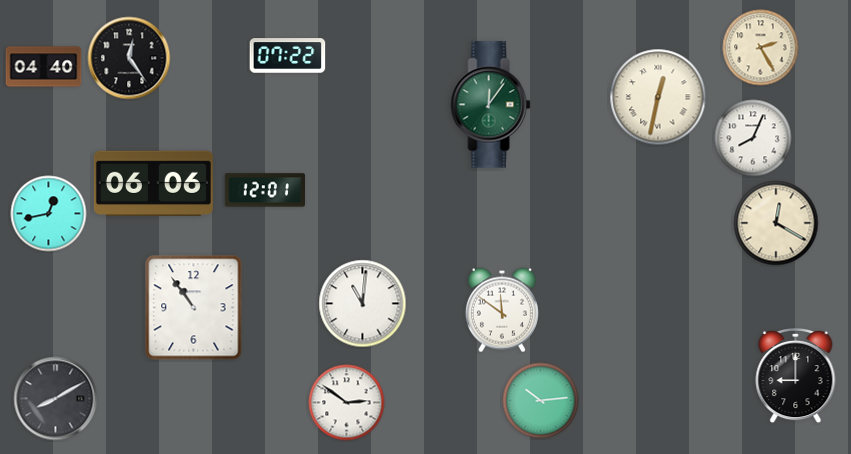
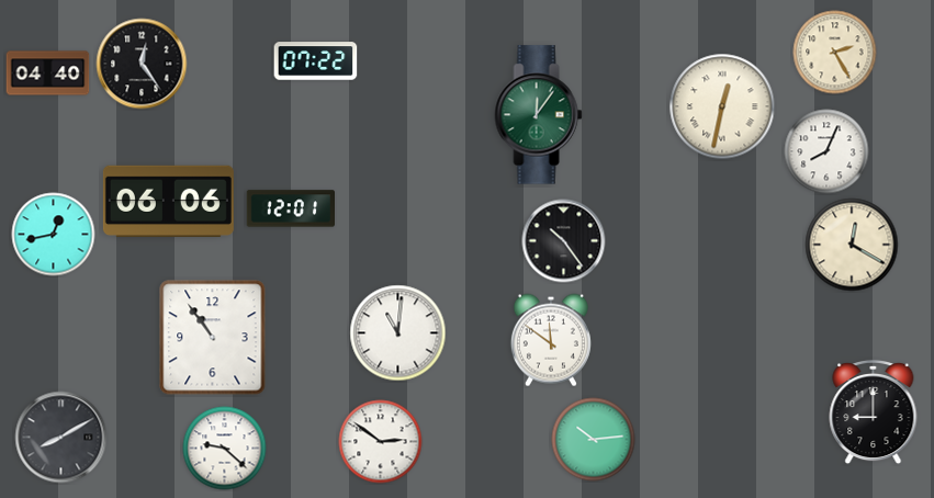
clock at (564, 241): none -> 10:24
clock at (225, 449): none -> 9:22
